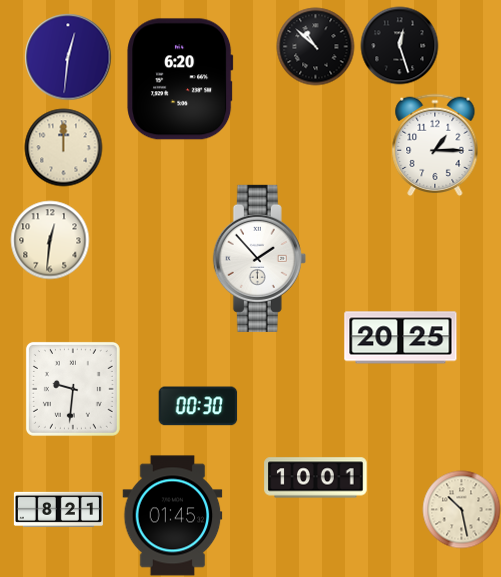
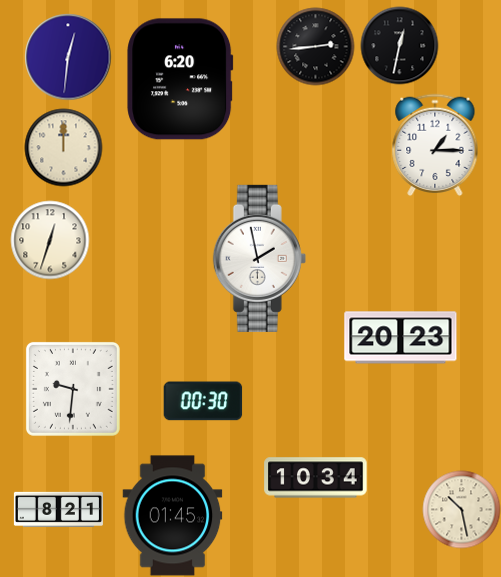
clock at (399, 45): 12:27 -> 12:32
clock at (315, 46): 10:52 -> 2:44
clock at (50, 240): 12:31 -> 12:33
clock at (259, 258): 1:53 -> 1:58
clock at (401, 338): 20:25 -> 20:23
clock at (198, 406) position: (198, 406) -> (203, 401)
clock at (316, 478): 10:01 -> 10:34
